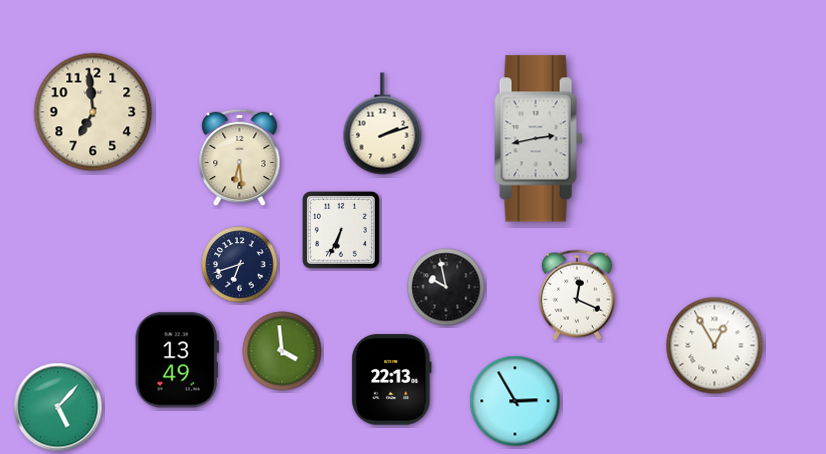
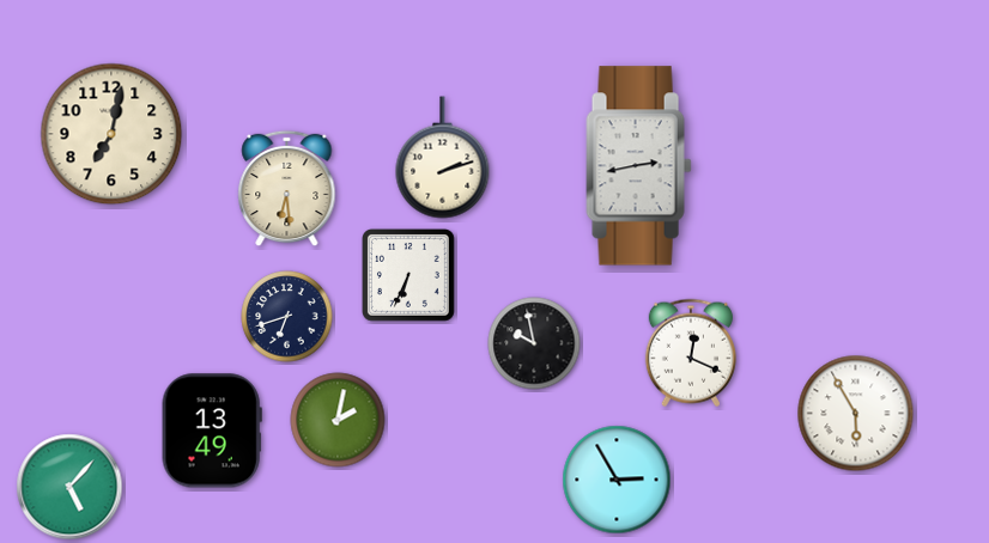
clock at (93, 112): 6:59 -> 7:02
clock at (383, 124) position: (383, 124) -> (443, 158)
clock at (539, 139) position: (539, 139) -> (639, 166)
clock at (715, 346): 12:55 -> 5:55
clock at (282, 351): 3:59 -> 2:02
clock at (392, 380): 22:13 -> none
